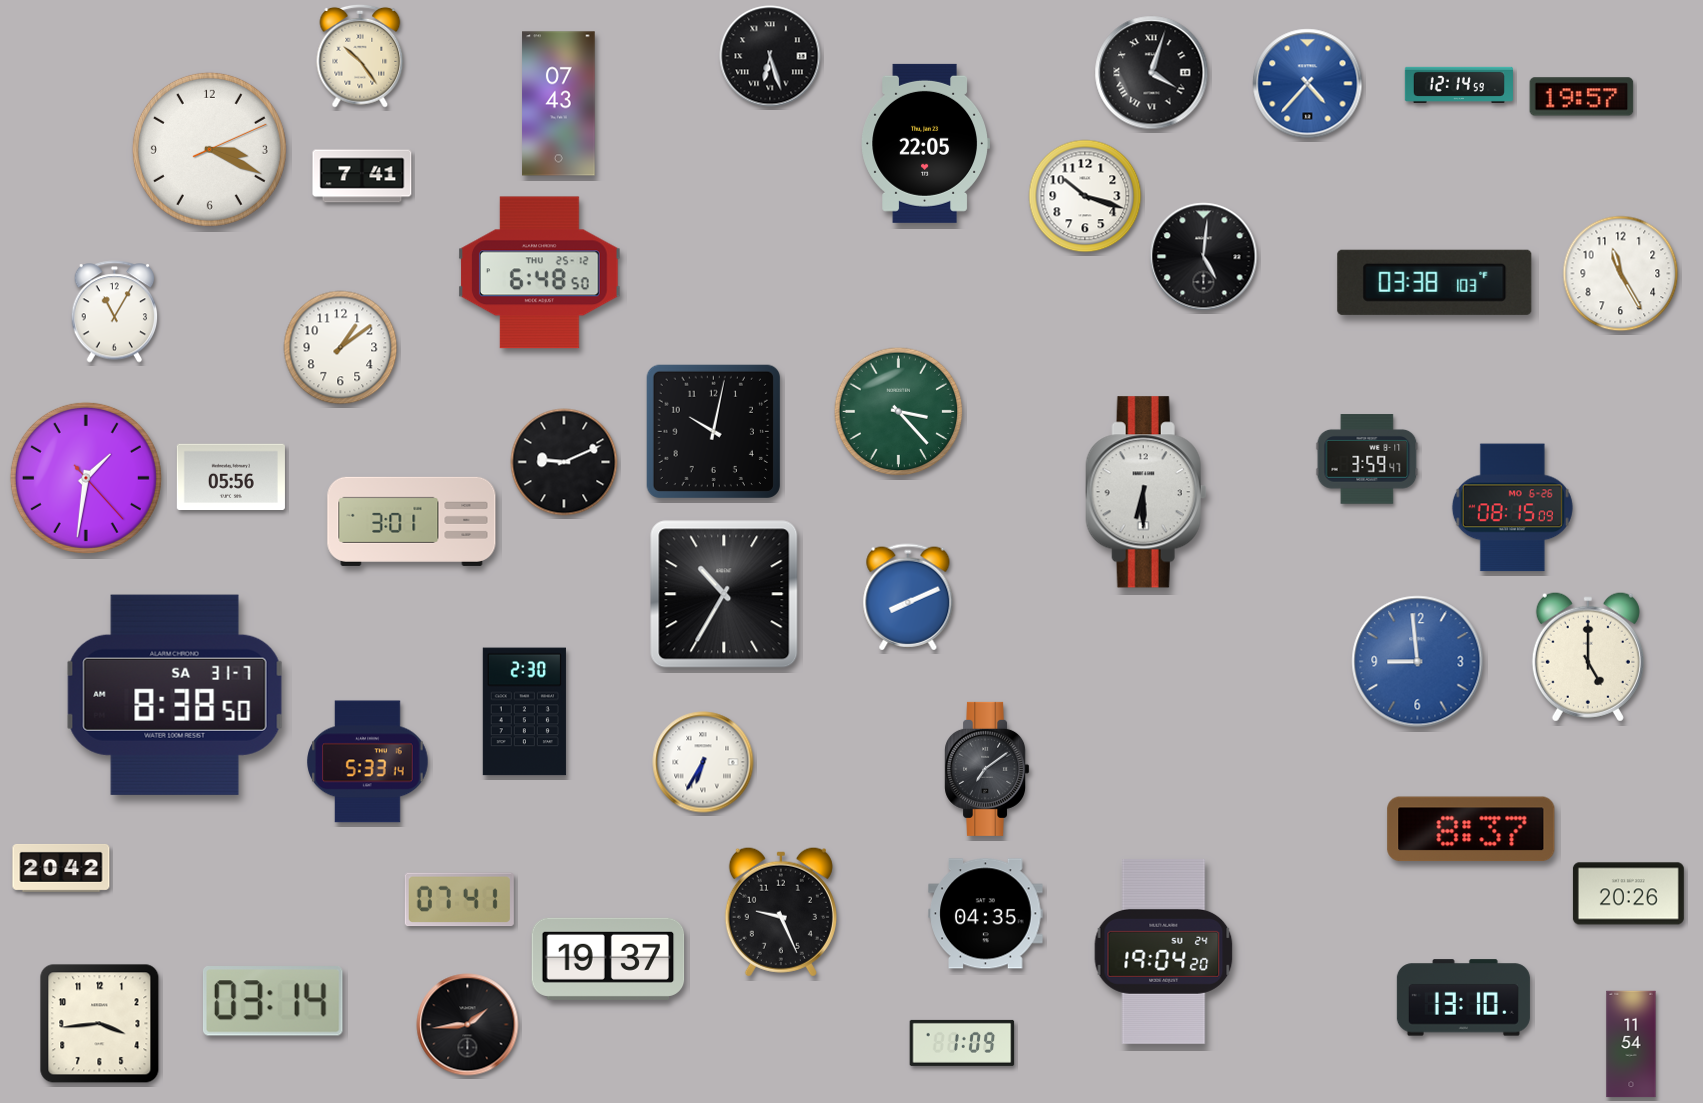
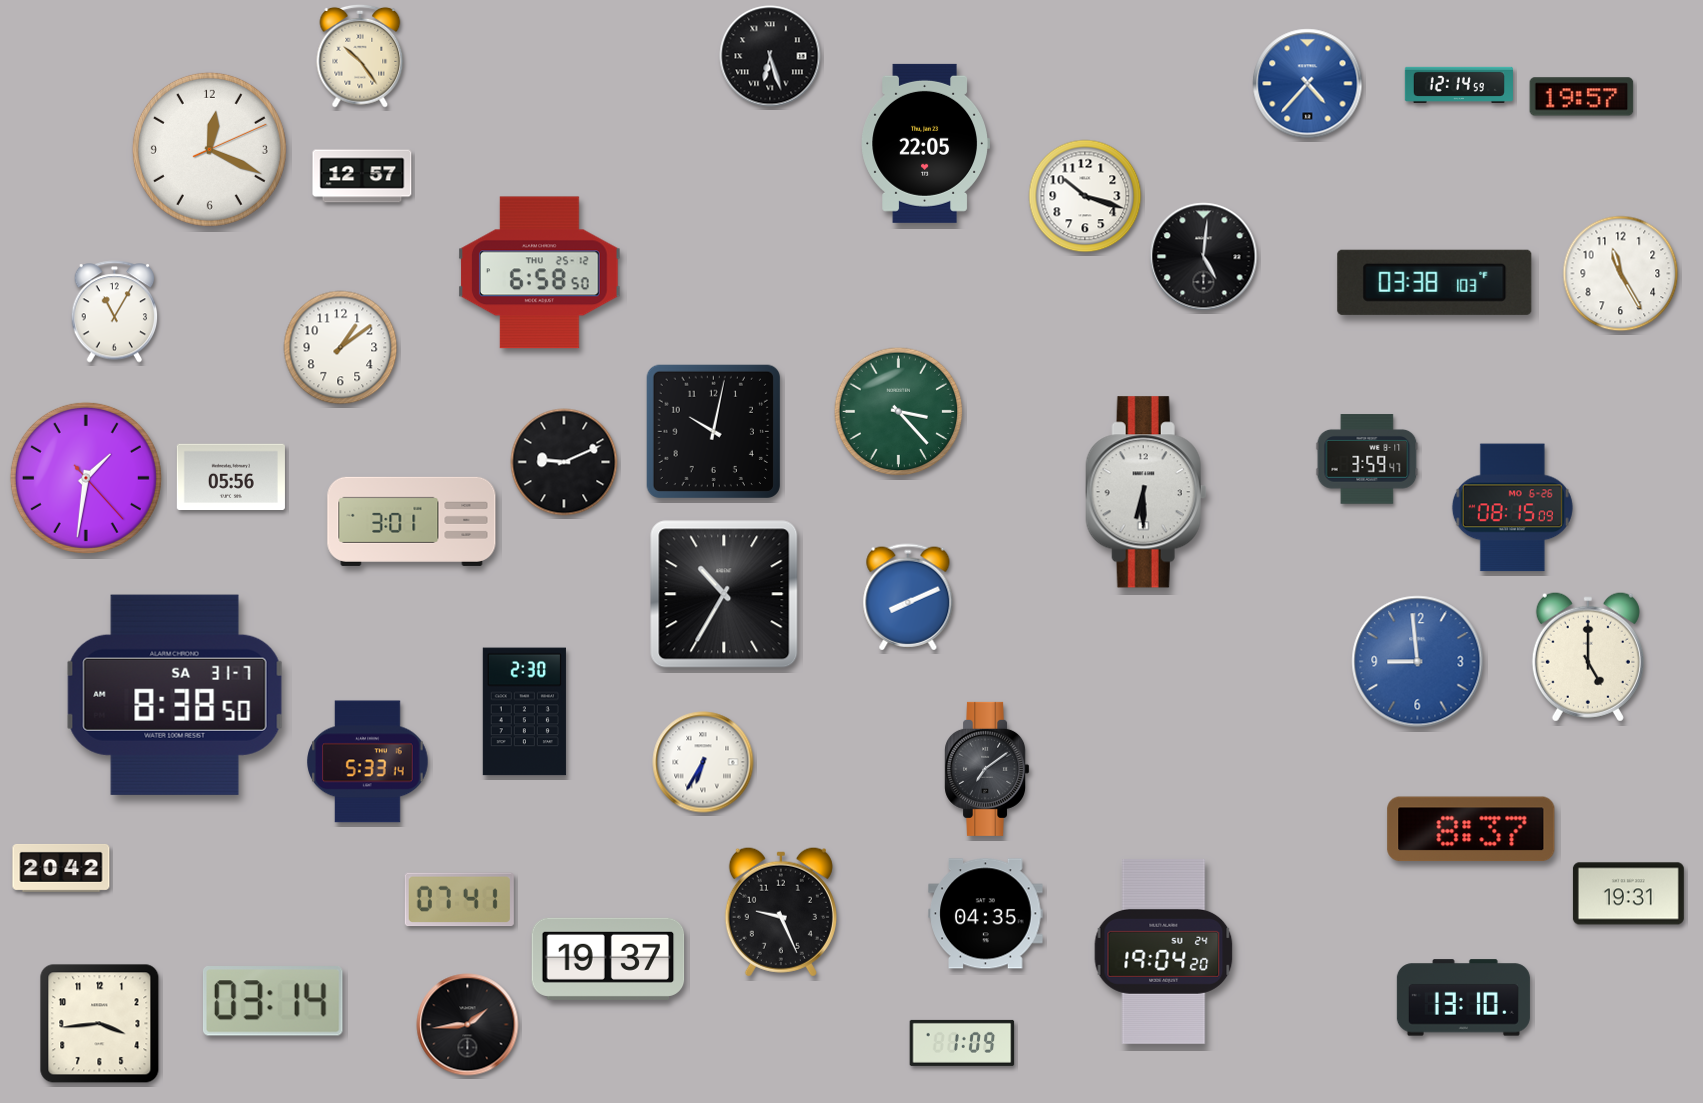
clock at (1152, 73): 4:03 -> none
clock at (559, 104): 07:43 -> none
clock at (209, 149): 3:19 -> 12:19
clock at (362, 176): 7:41 -> 12:57
clock at (540, 273): 6:48 -> 6:58
clock at (1628, 894): 20:26 -> 19:31
clock at (1631, 1044): 11:54 -> none
